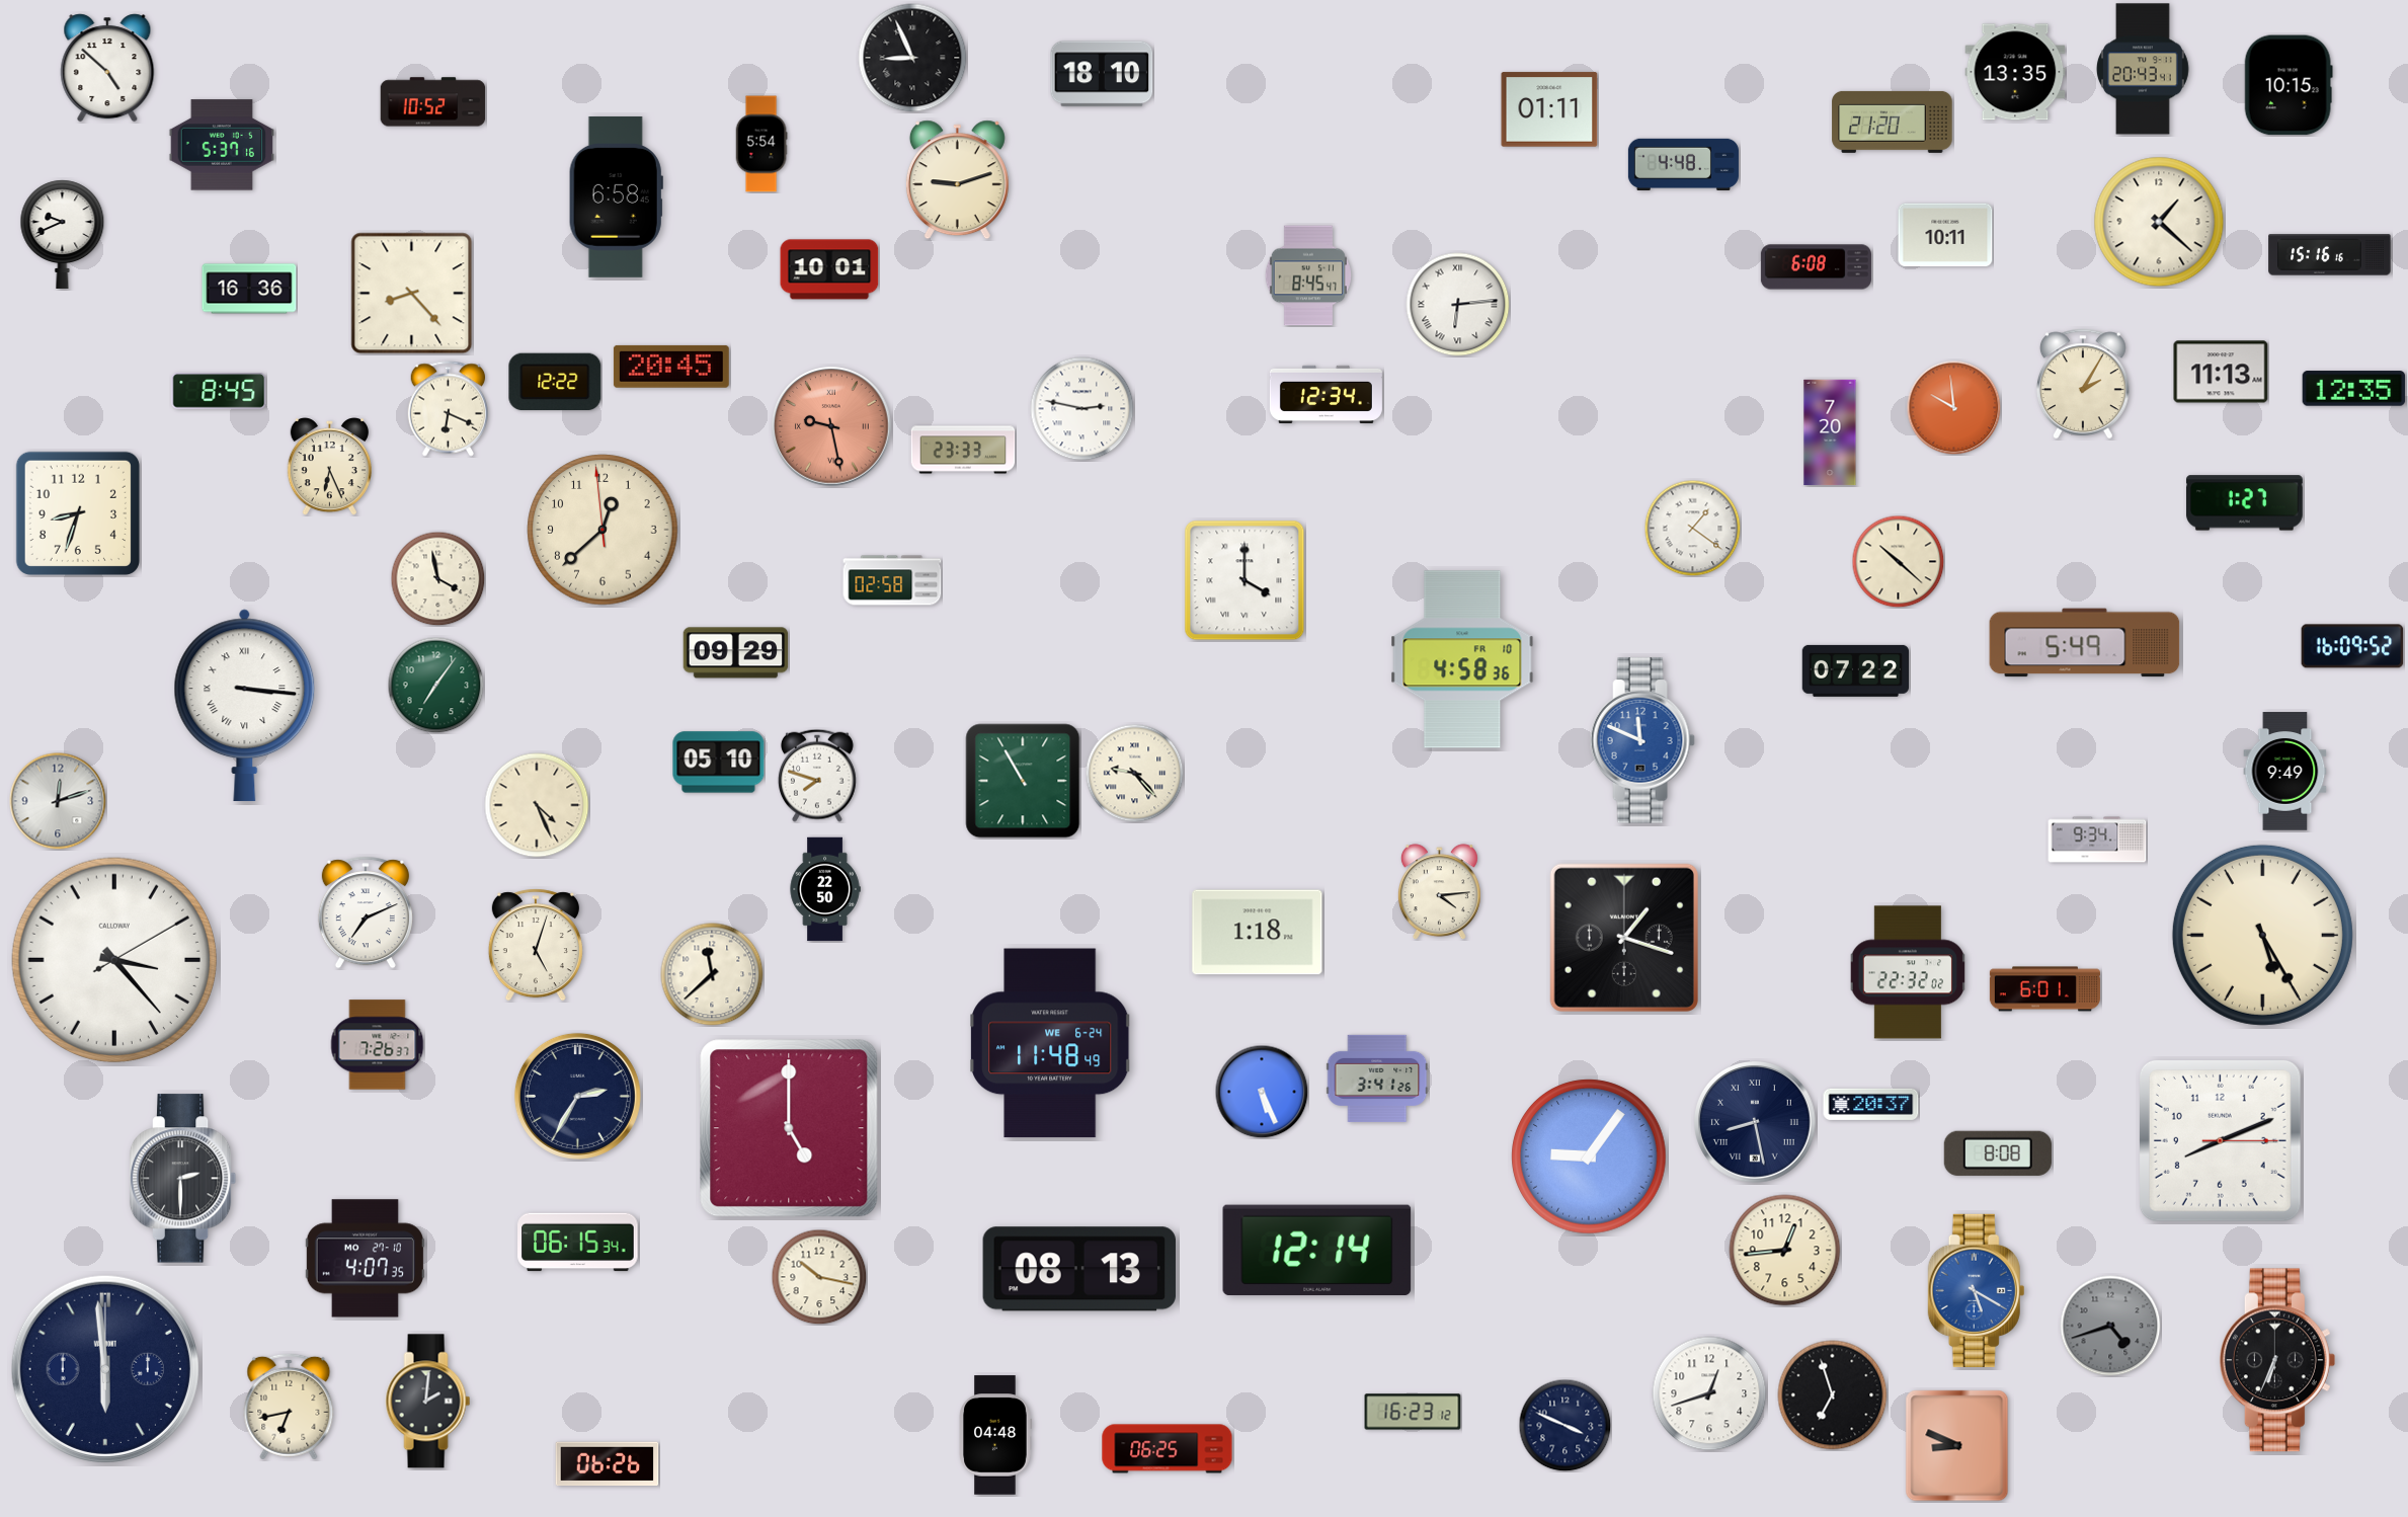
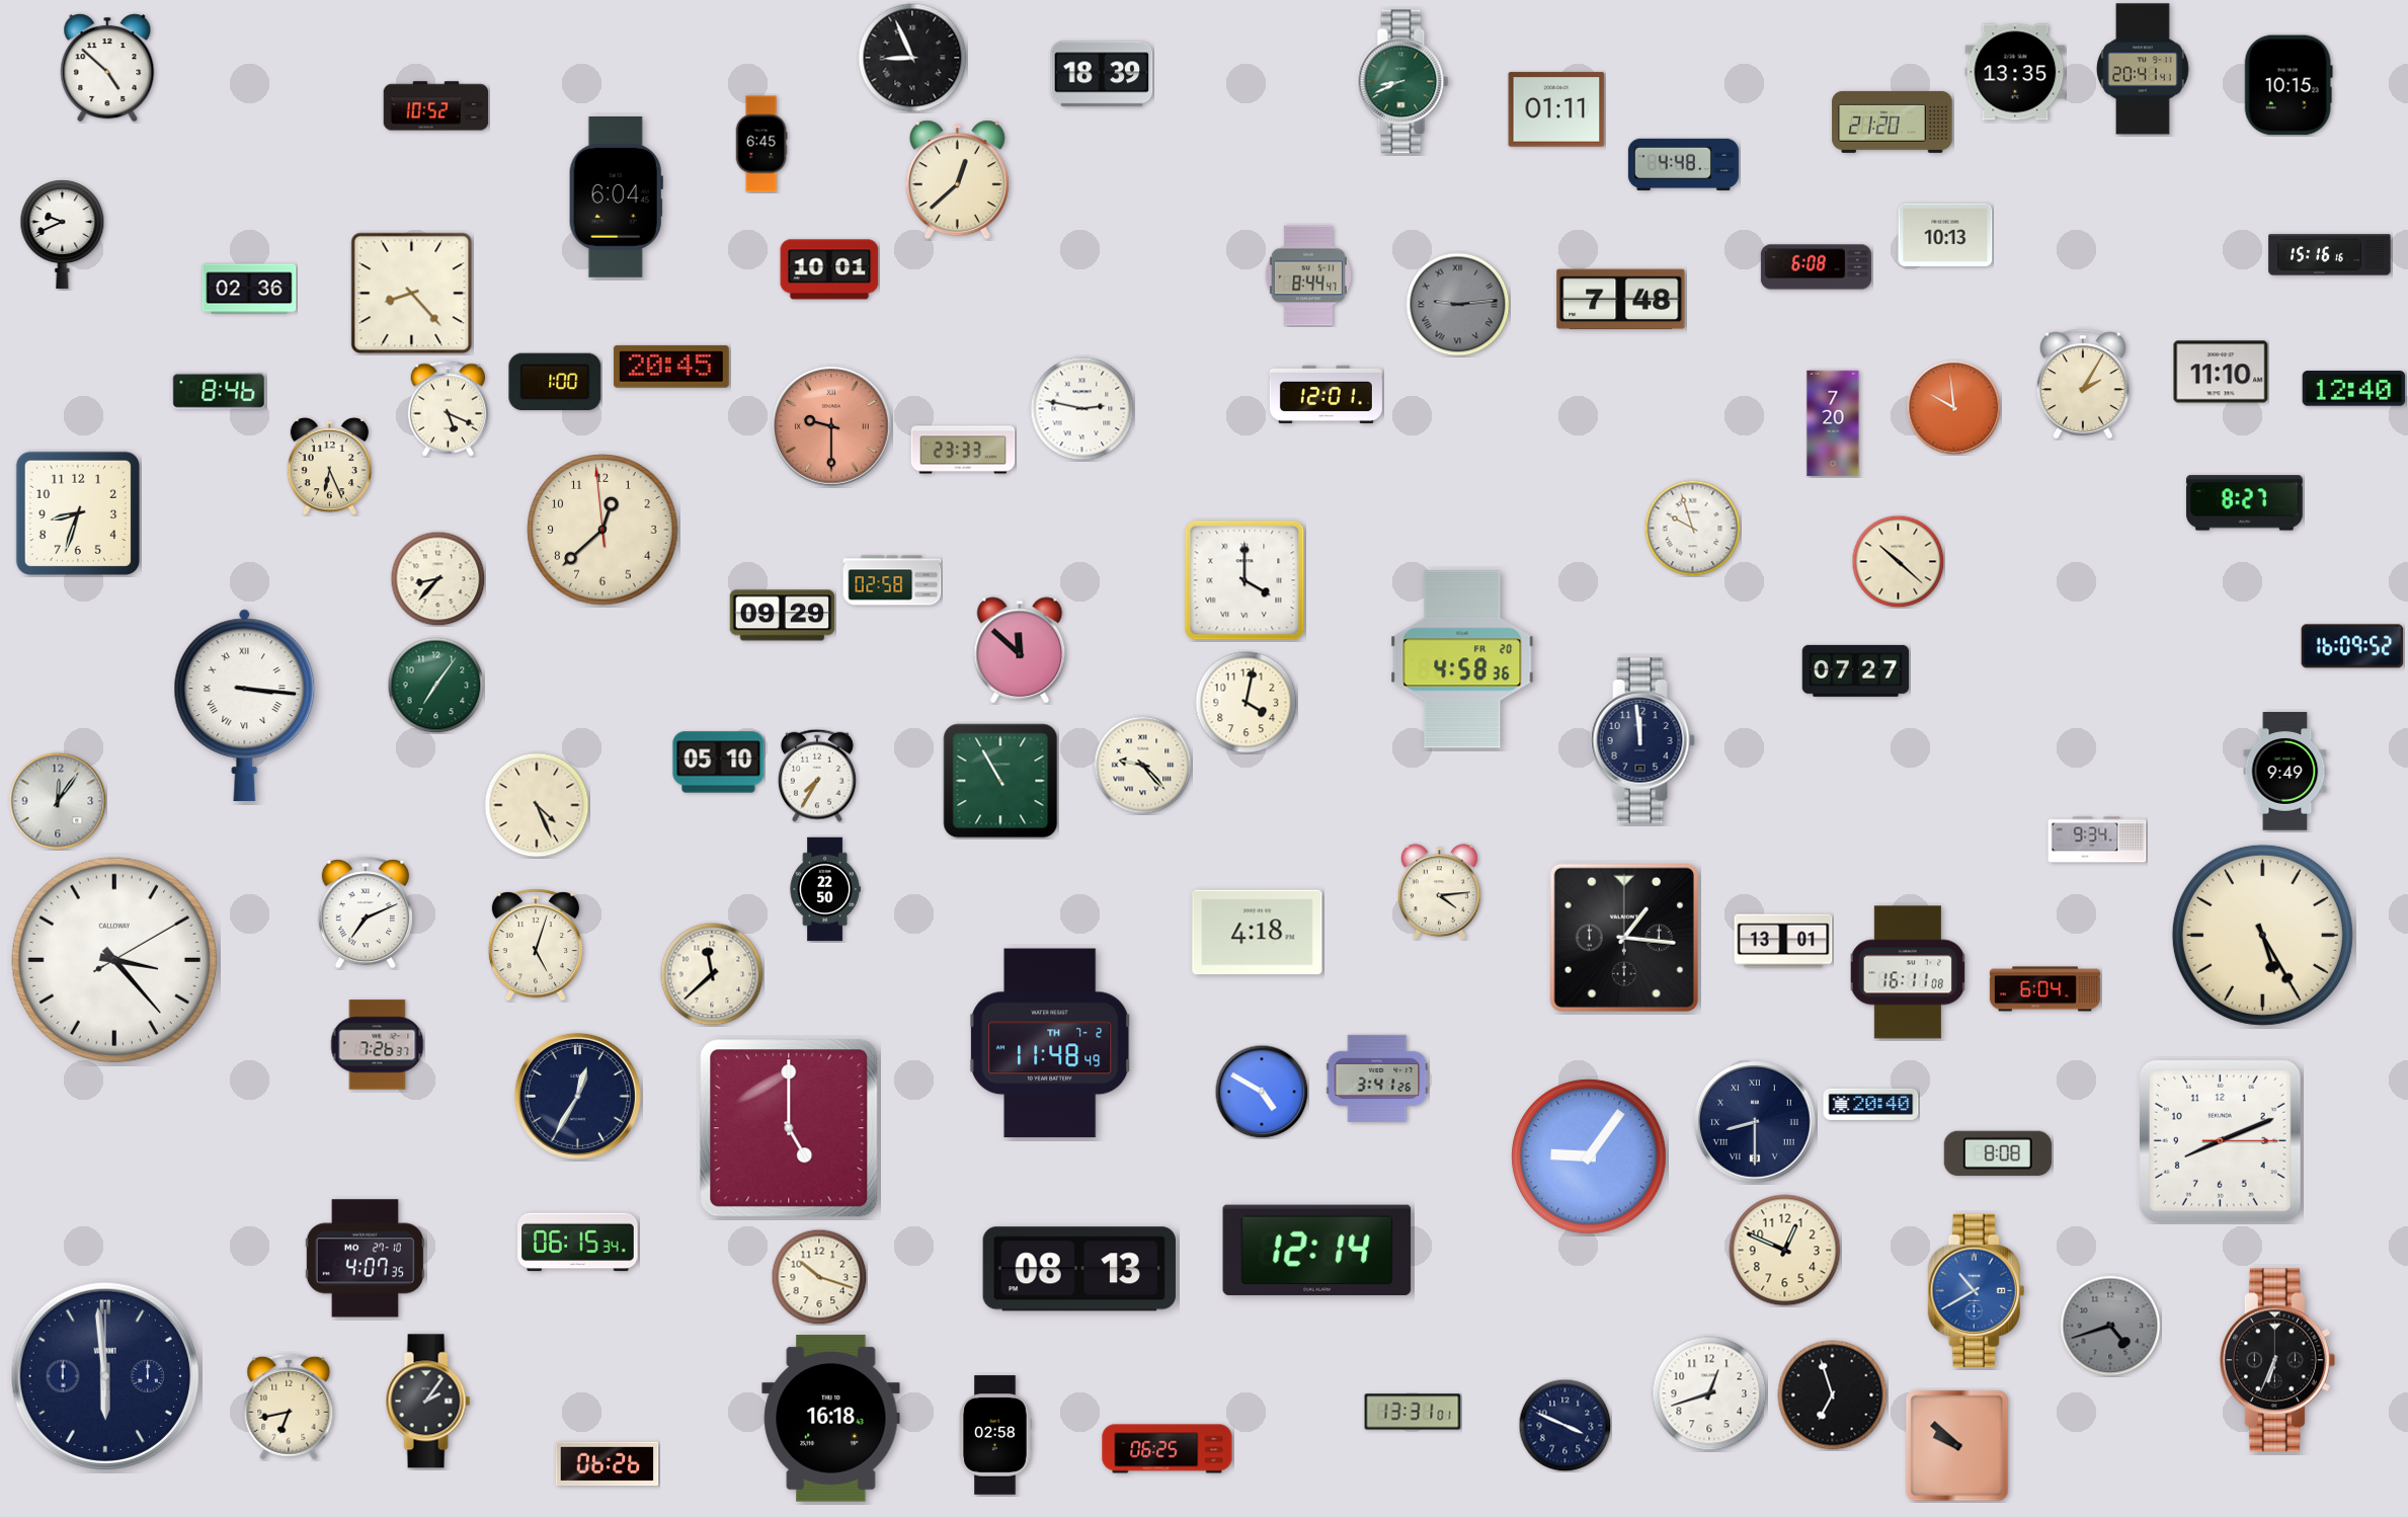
clock at (2144, 69): 20:43 -> 20:41
clock at (1102, 74): 18:10 -> 18:39
clock at (1403, 82): none -> 8:41
clock at (433, 102) position: (433, 102) -> (436, 106)
clock at (1549, 109) position: (1549, 109) -> (1556, 109)
clock at (761, 144): 5:54 -> 6:45
clock at (222, 145): 5:37 -> none
clock at (957, 180): 9:12 -> 12:38
clock at (616, 196): 6:58 -> 6:04
clock at (2159, 222): 1:22 -> none
clock at (1945, 235): 10:11 -> 10:13
clock at (1308, 275): 8:45 -> 8:44
clock at (249, 289): 16:36 -> 02:36
clock at (1621, 300): none -> 7:48
clock at (1458, 305): 6:14 -> 9:14
clock at (1458, 305) dial: white -> grey
clock at (2221, 372): 11:13 -> 11:10
clock at (555, 382): 12:22 -> 1:00
clock at (2354, 389): 12:35 -> 12:40
clock at (219, 391): 8:45 -> 8:46
clock at (1326, 394): 12:34 -> 12:01
clock at (449, 409): 6:19 -> 5:19
clock at (831, 426): 9:28 -> 9:30
clock at (1830, 432) position: (1830, 432) -> (1833, 423)
clock at (2244, 503): 1:27 -> 8:27
clock at (1692, 528): 1:21 -> 9:57
clock at (437, 578): 3:58 -> 8:37
clock at (2085, 643): 5:49 -> none
clock at (1020, 650): none -> 11:52
clock at (736, 653) position: (736, 653) -> (783, 616)
clock at (1462, 659) date: FR 10 -> FR 20
clock at (1855, 670): 07:22 -> 07:27
clock at (1247, 703): none -> 4:02
clock at (1642, 740): 11:49 -> 11:59
clock at (1642, 740) dial: blue -> navy
clock at (1134, 773) position: (1134, 773) -> (1142, 765)
clock at (817, 776): 7:48 -> 7:35
clock at (1023, 781) position: (1023, 781) -> (1000, 781)
clock at (58, 801): 12:12 -> 12:06
clock at (1258, 933): 1:18 -> 4:18
clock at (1624, 938): 1:18 -> 1:16
clock at (1783, 941): none -> 13:01
clock at (1908, 972): 22:32 -> 16:11
clock at (2044, 989): 6:01 -> 6:04
clock at (1051, 1043) date: WE 6-24 -> TH 7-2
clock at (1262, 1092): 5:26 -> 4:50
clock at (577, 1096): 2:35 -> 12:35
clock at (1871, 1104): 20:37 -> 20:40
clock at (1756, 1123): 8:28 -> 8:30
clock at (183, 1179): 2:30 -> none
clock at (1785, 1251): 12:44 -> 12:49
clock at (819, 1277): 10:17 -> 10:18
clock at (1977, 1290): 5:20 -> 10:40
clock at (105, 1369) position: (105, 1369) -> (105, 1376)
clock at (428, 1402): 2:01 -> 2:06
clock at (1413, 1412): 16:23 -> 13:31
clock at (831, 1419): none -> 16:18
clock at (995, 1435): 04:48 -> 02:58
clock at (1957, 1446): 8:49 -> 9:52
